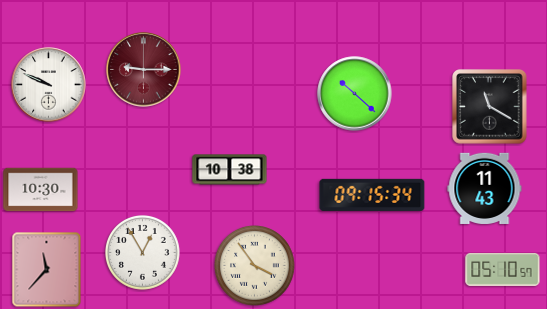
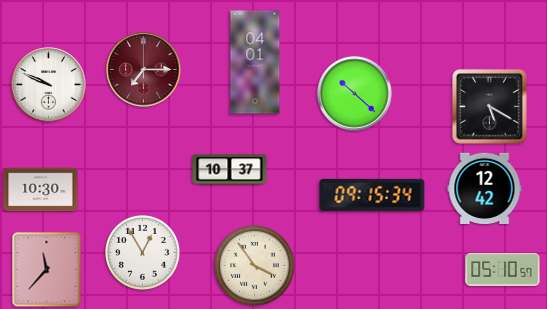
clock at (255, 62): none -> 04:01
clock at (144, 70): 9:15 -> 7:15
clock at (490, 107): 11:20 -> 5:20
clock at (230, 170): 10:38 -> 10:37
clock at (485, 188): 11:43 -> 12:42
